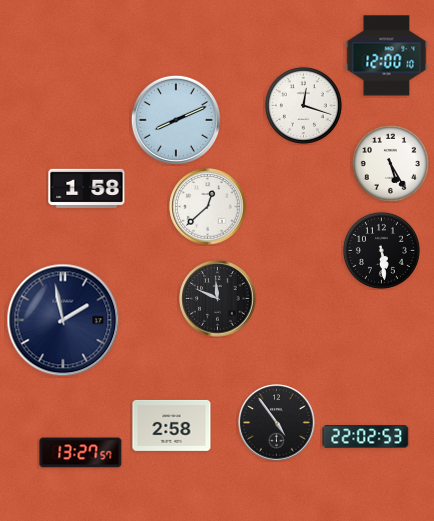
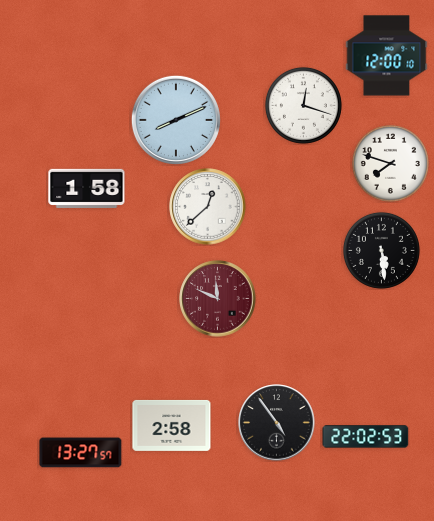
clock at (390, 163): 5:25 -> 7:48
clock at (218, 299) dial: black -> burgundy
clock at (63, 320): 1:58 -> none
